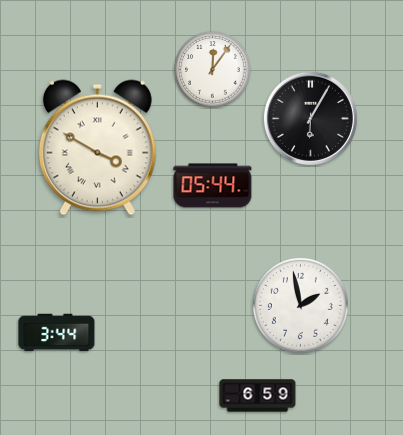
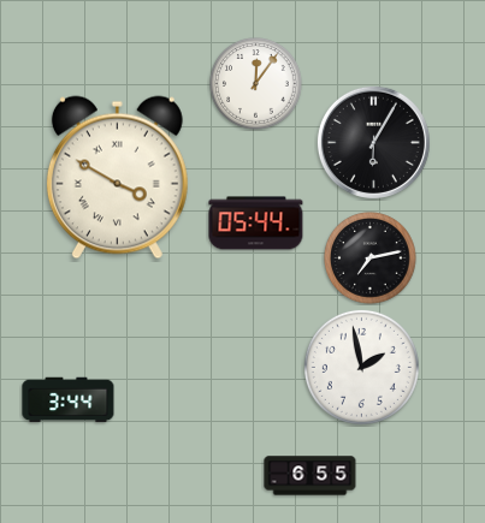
clock at (371, 258): none -> 7:13
clock at (258, 396): 6:59 -> 6:55
